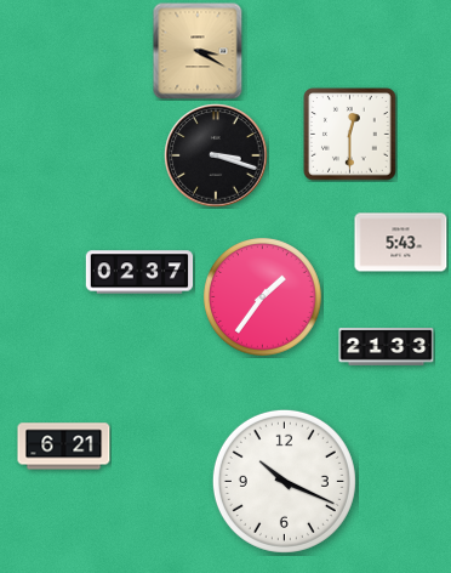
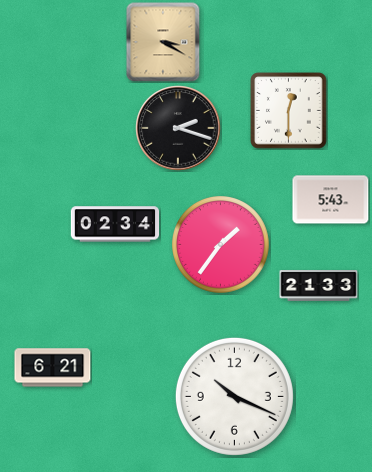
clock at (216, 155): 3:18 -> 2:18
clock at (139, 272): 02:37 -> 02:34
clock at (263, 297) position: (263, 297) -> (221, 245)
